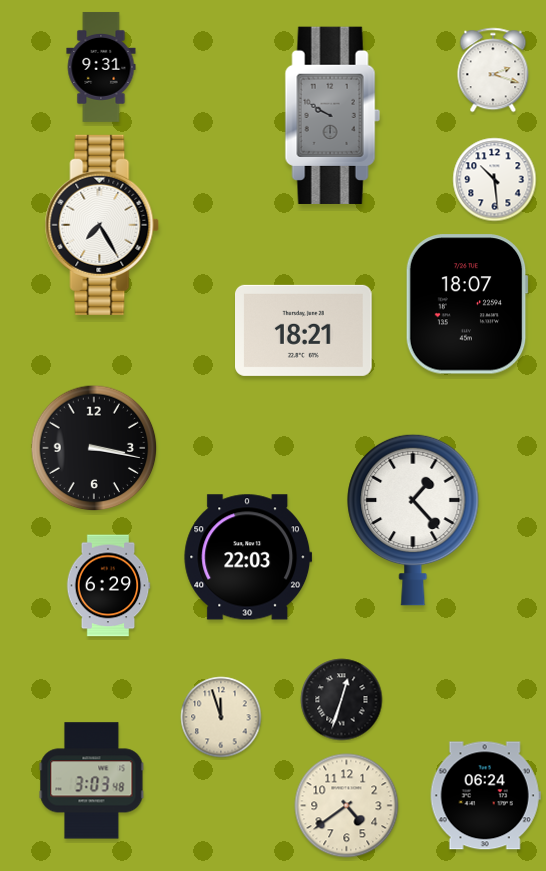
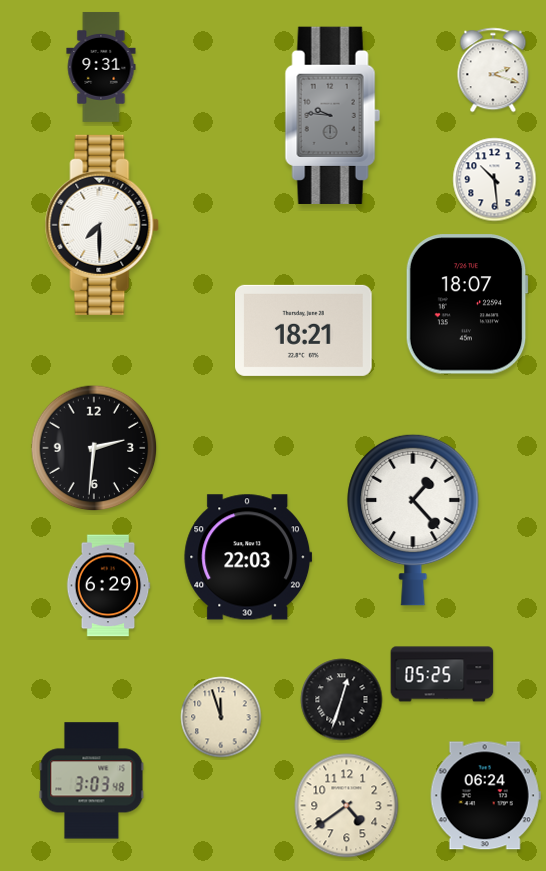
clock at (332, 115): 9:50 -> 9:46
clock at (102, 225): 7:25 -> 7:30
clock at (94, 448): 3:17 -> 2:31
clock at (442, 674): none -> 05:25
